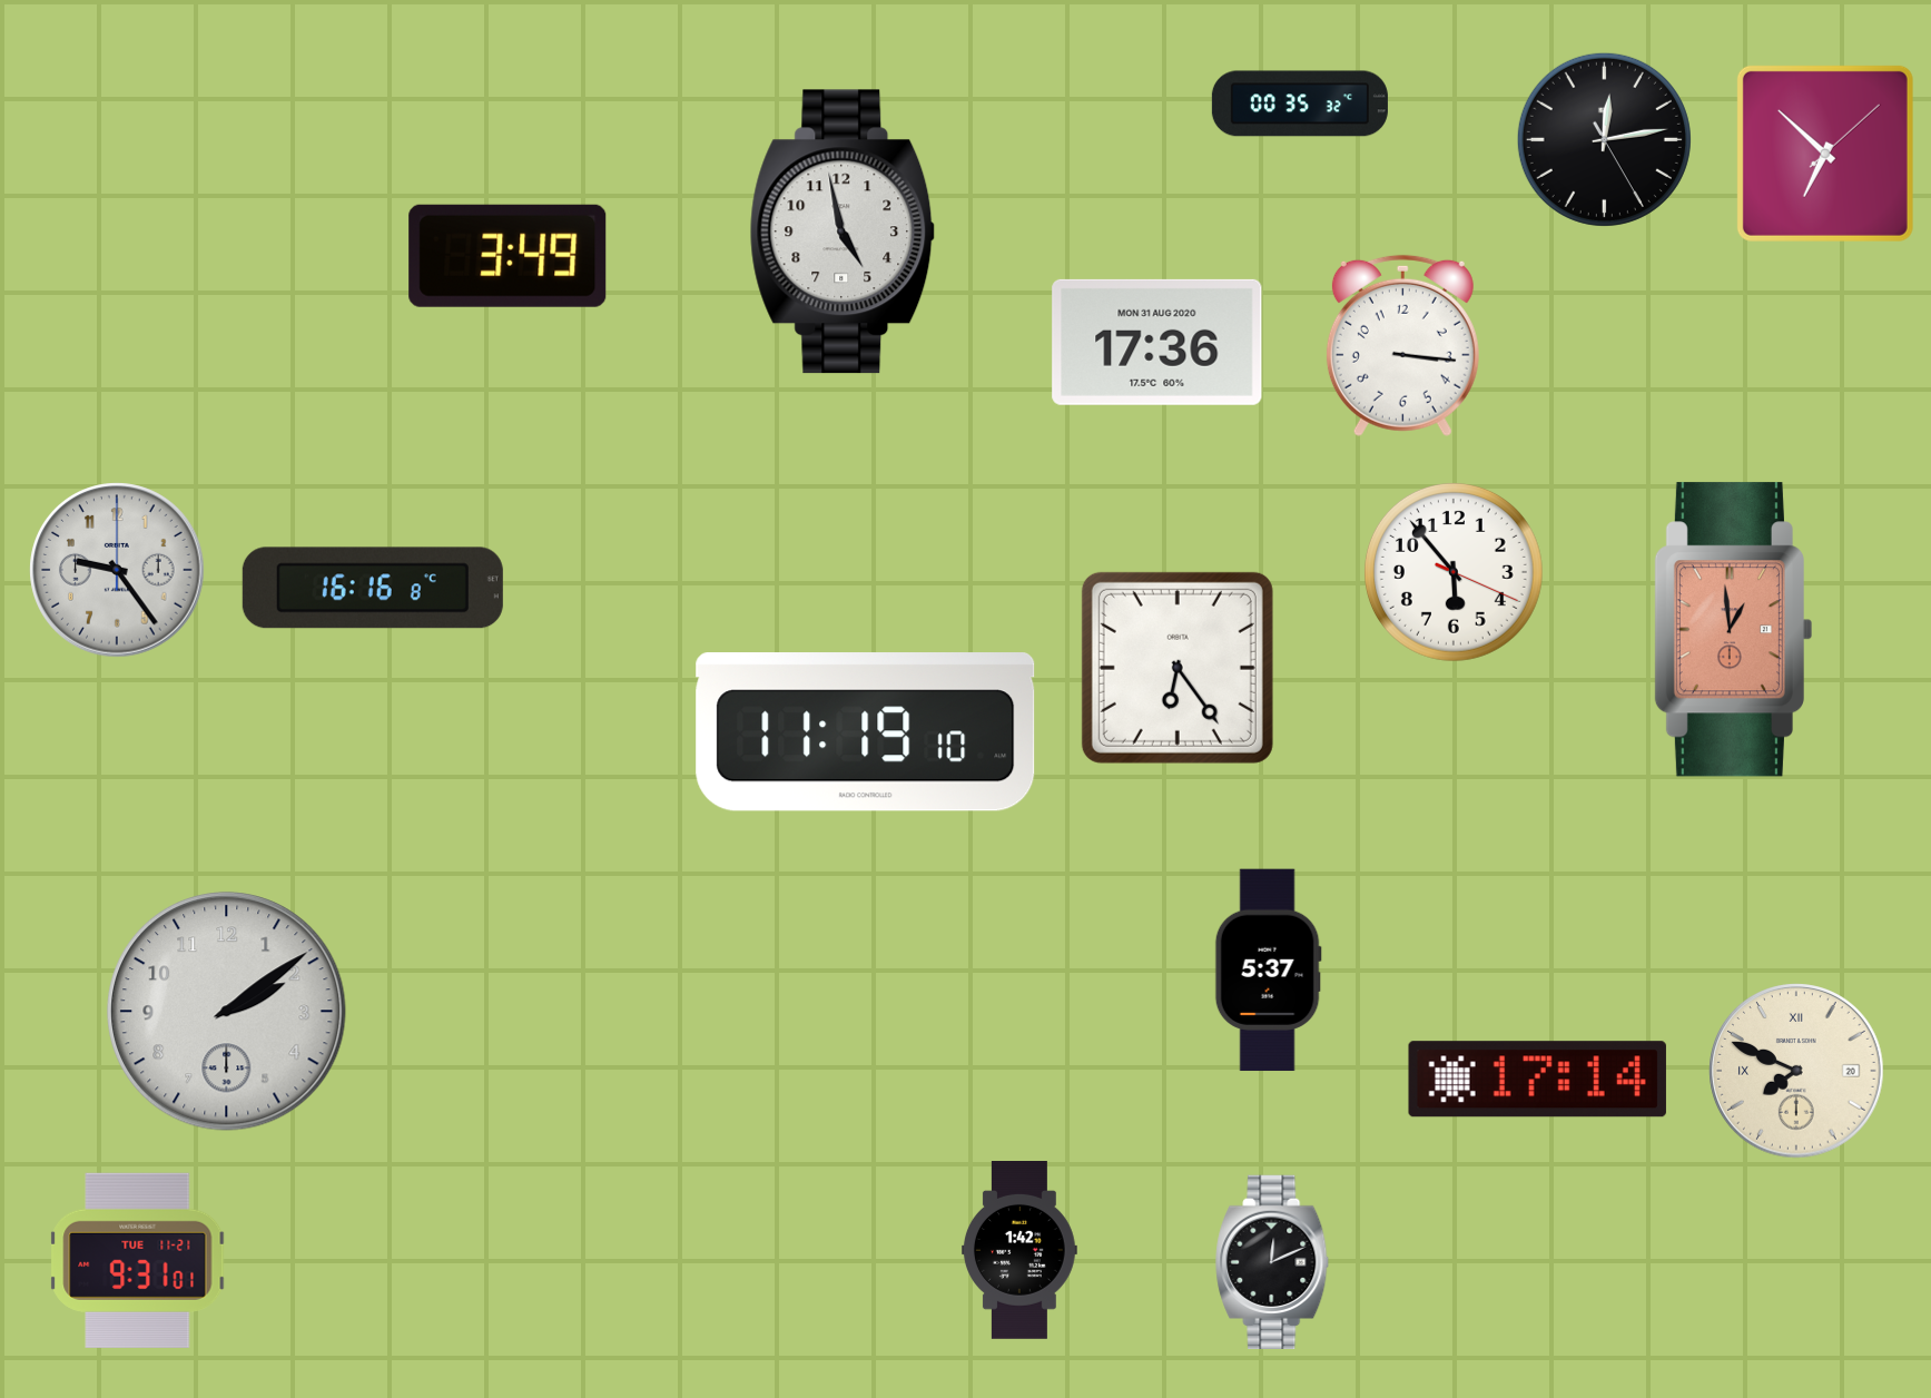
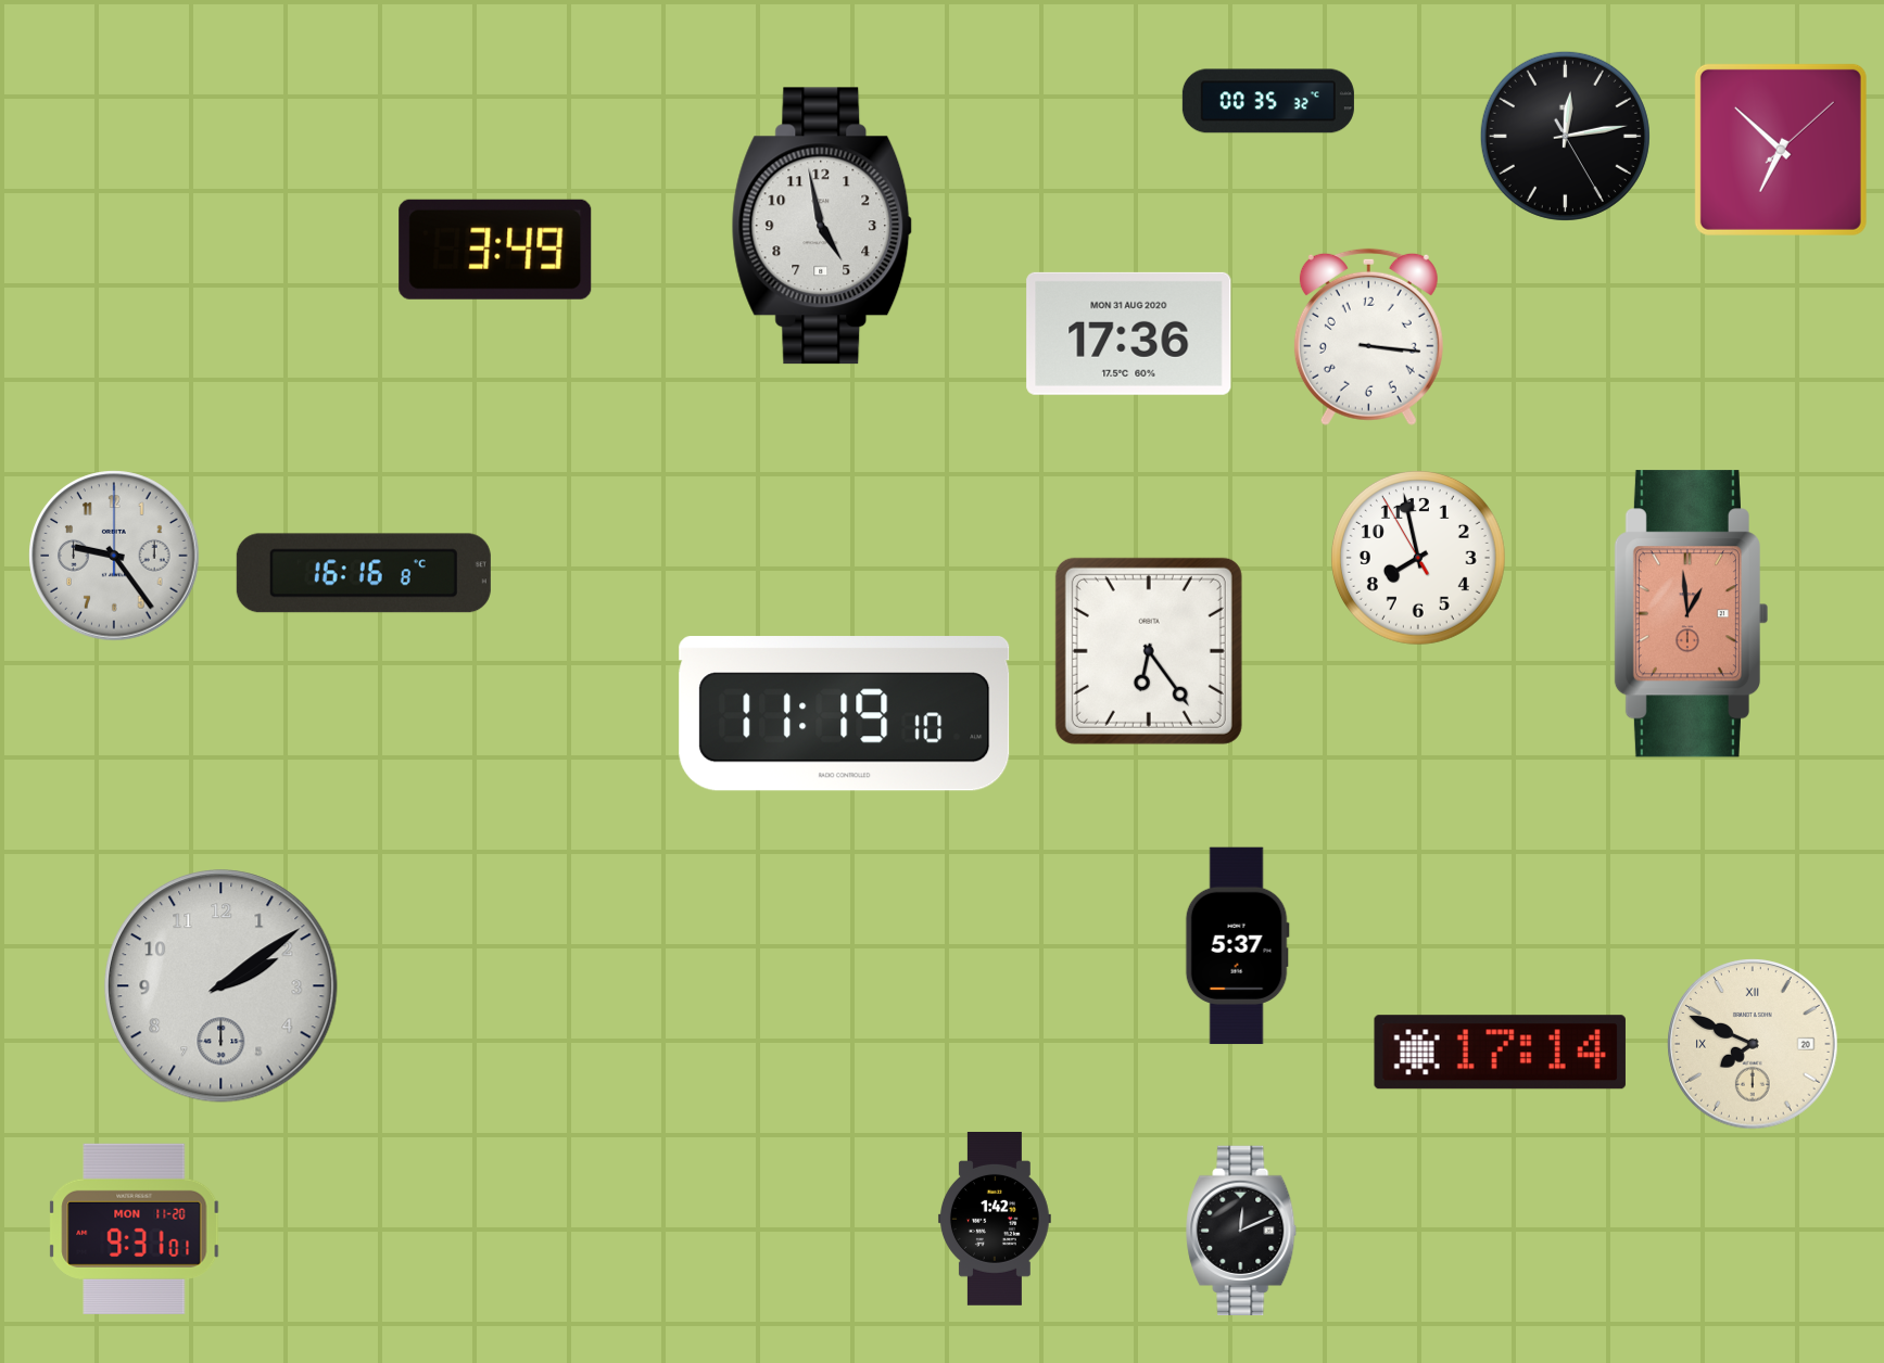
clock at (1454, 572): 5:53 -> 7:57
clock at (138, 1260) date: TUE 11-21 -> MON 11-20
